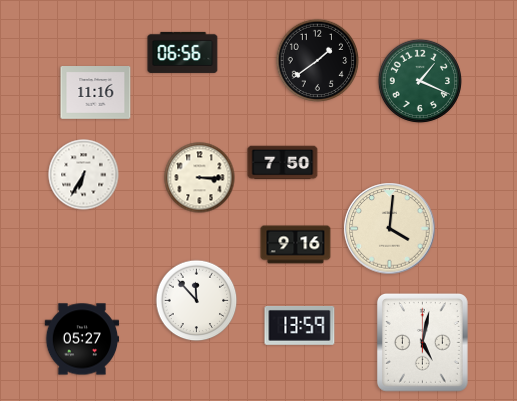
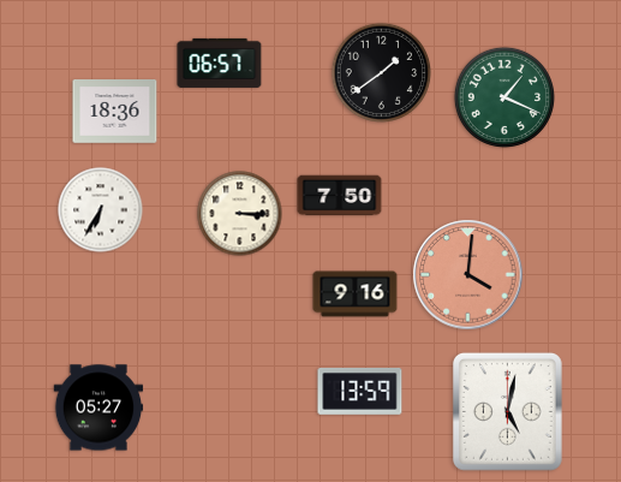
clock at (183, 52): 06:56 -> 06:57
clock at (96, 93): 11:16 -> 18:36
clock at (390, 229) dial: cream -> salmon
clock at (197, 301): 11:53 -> none
